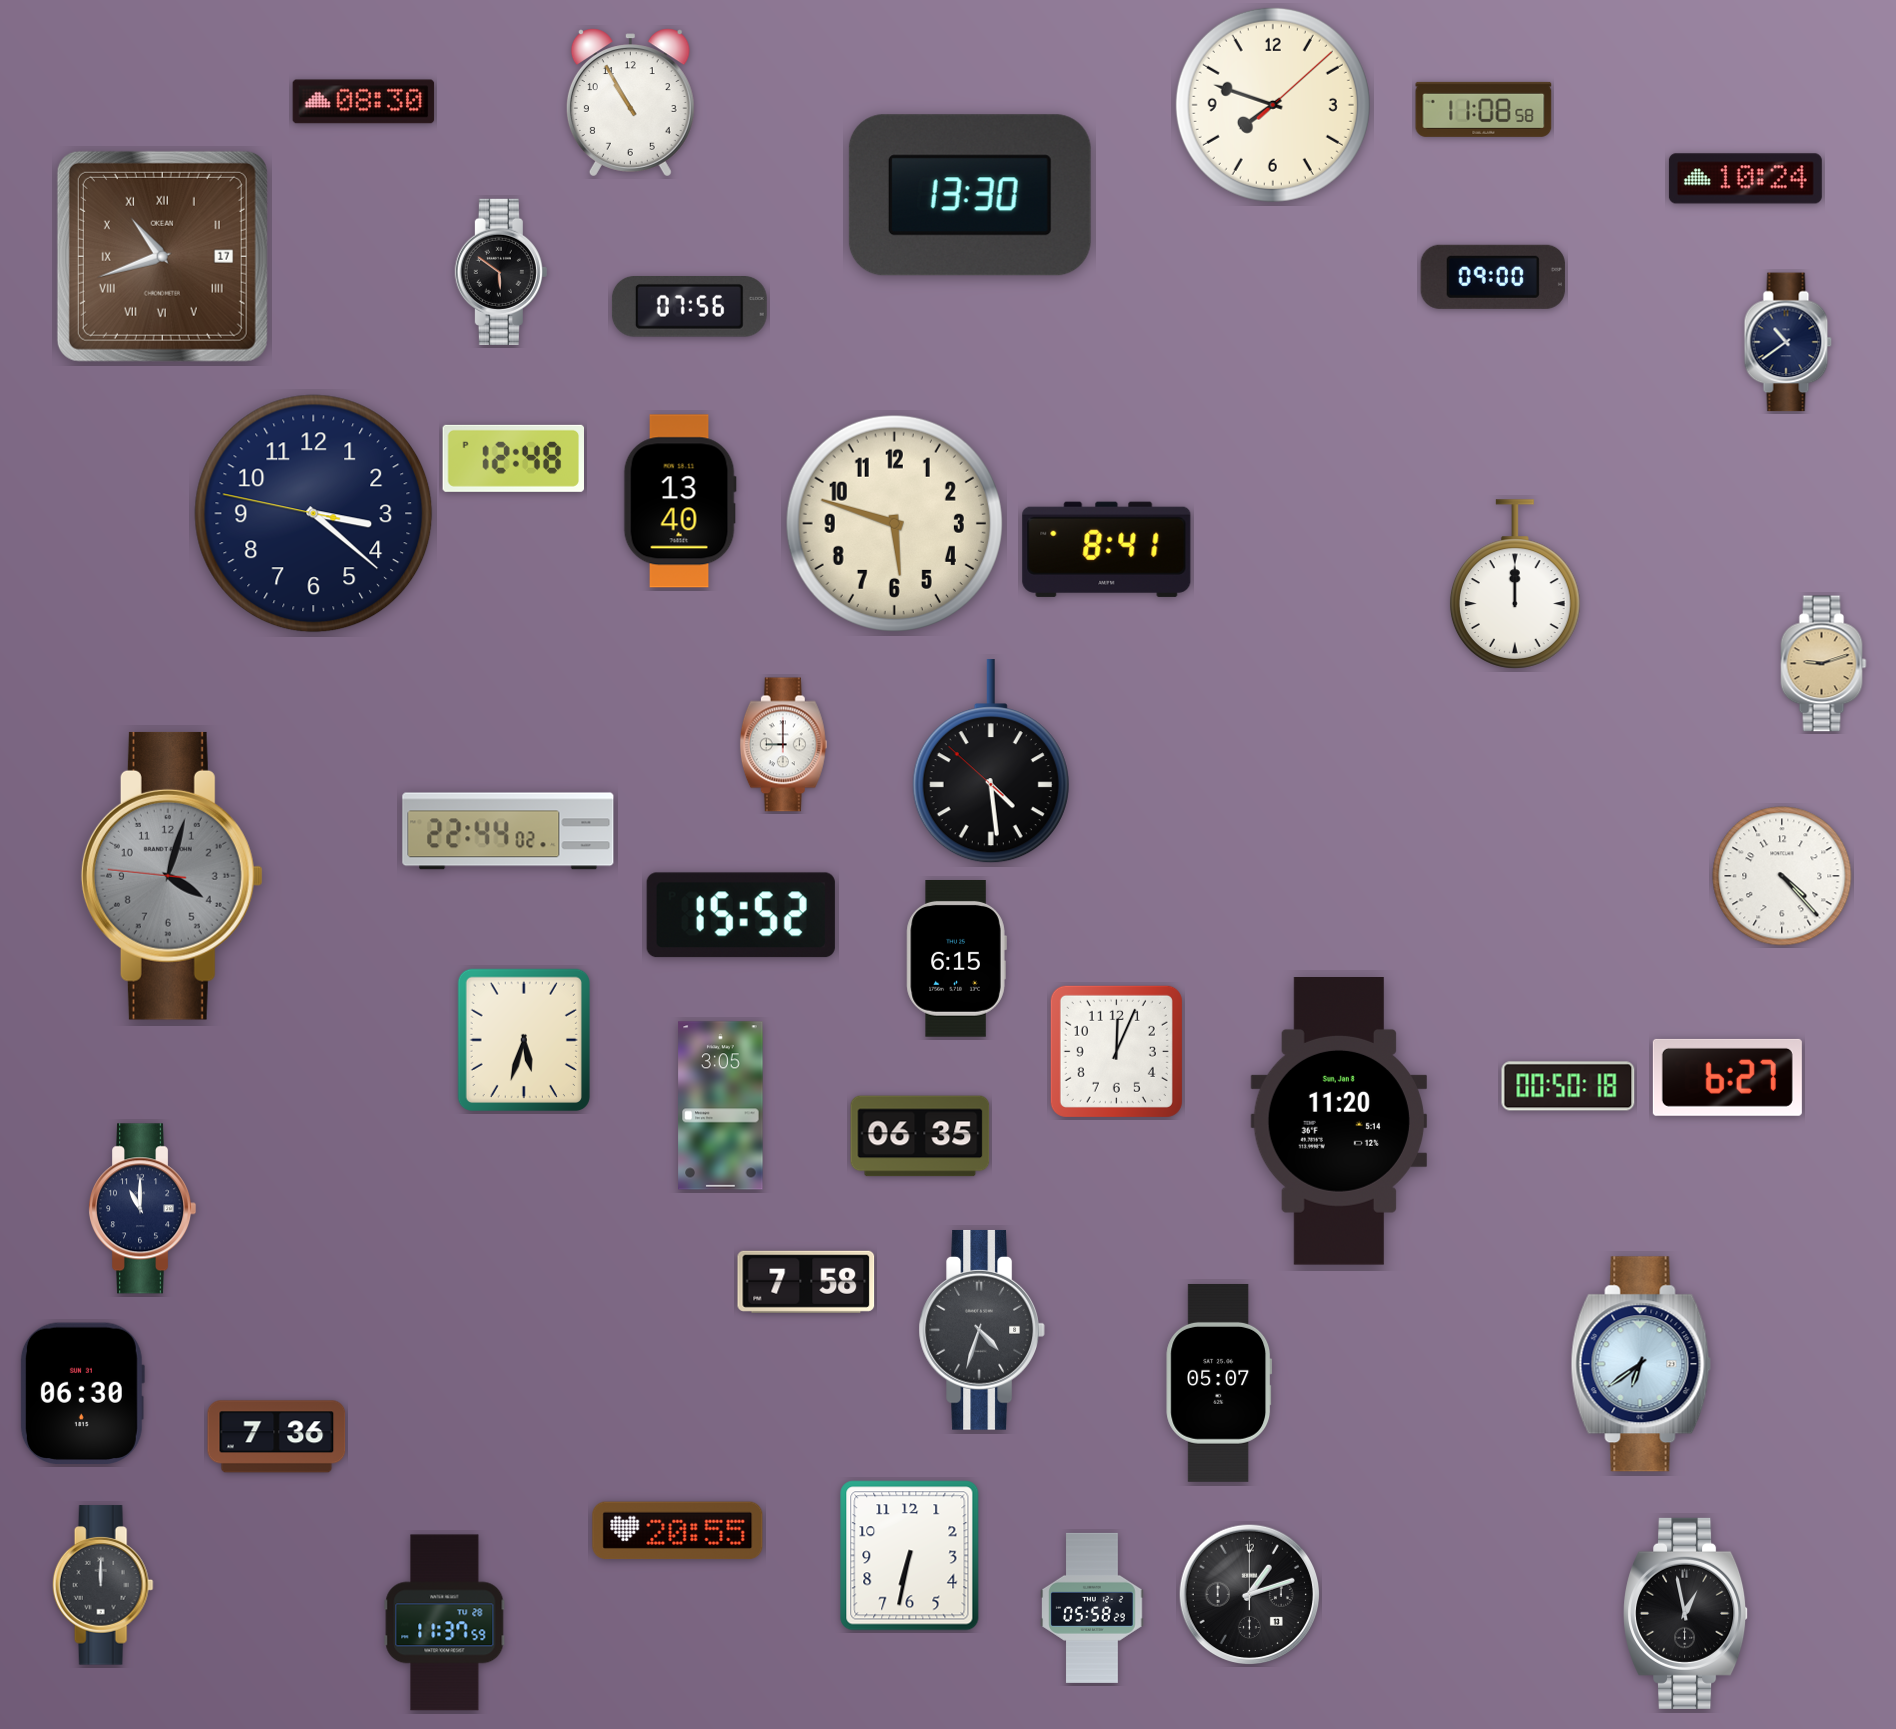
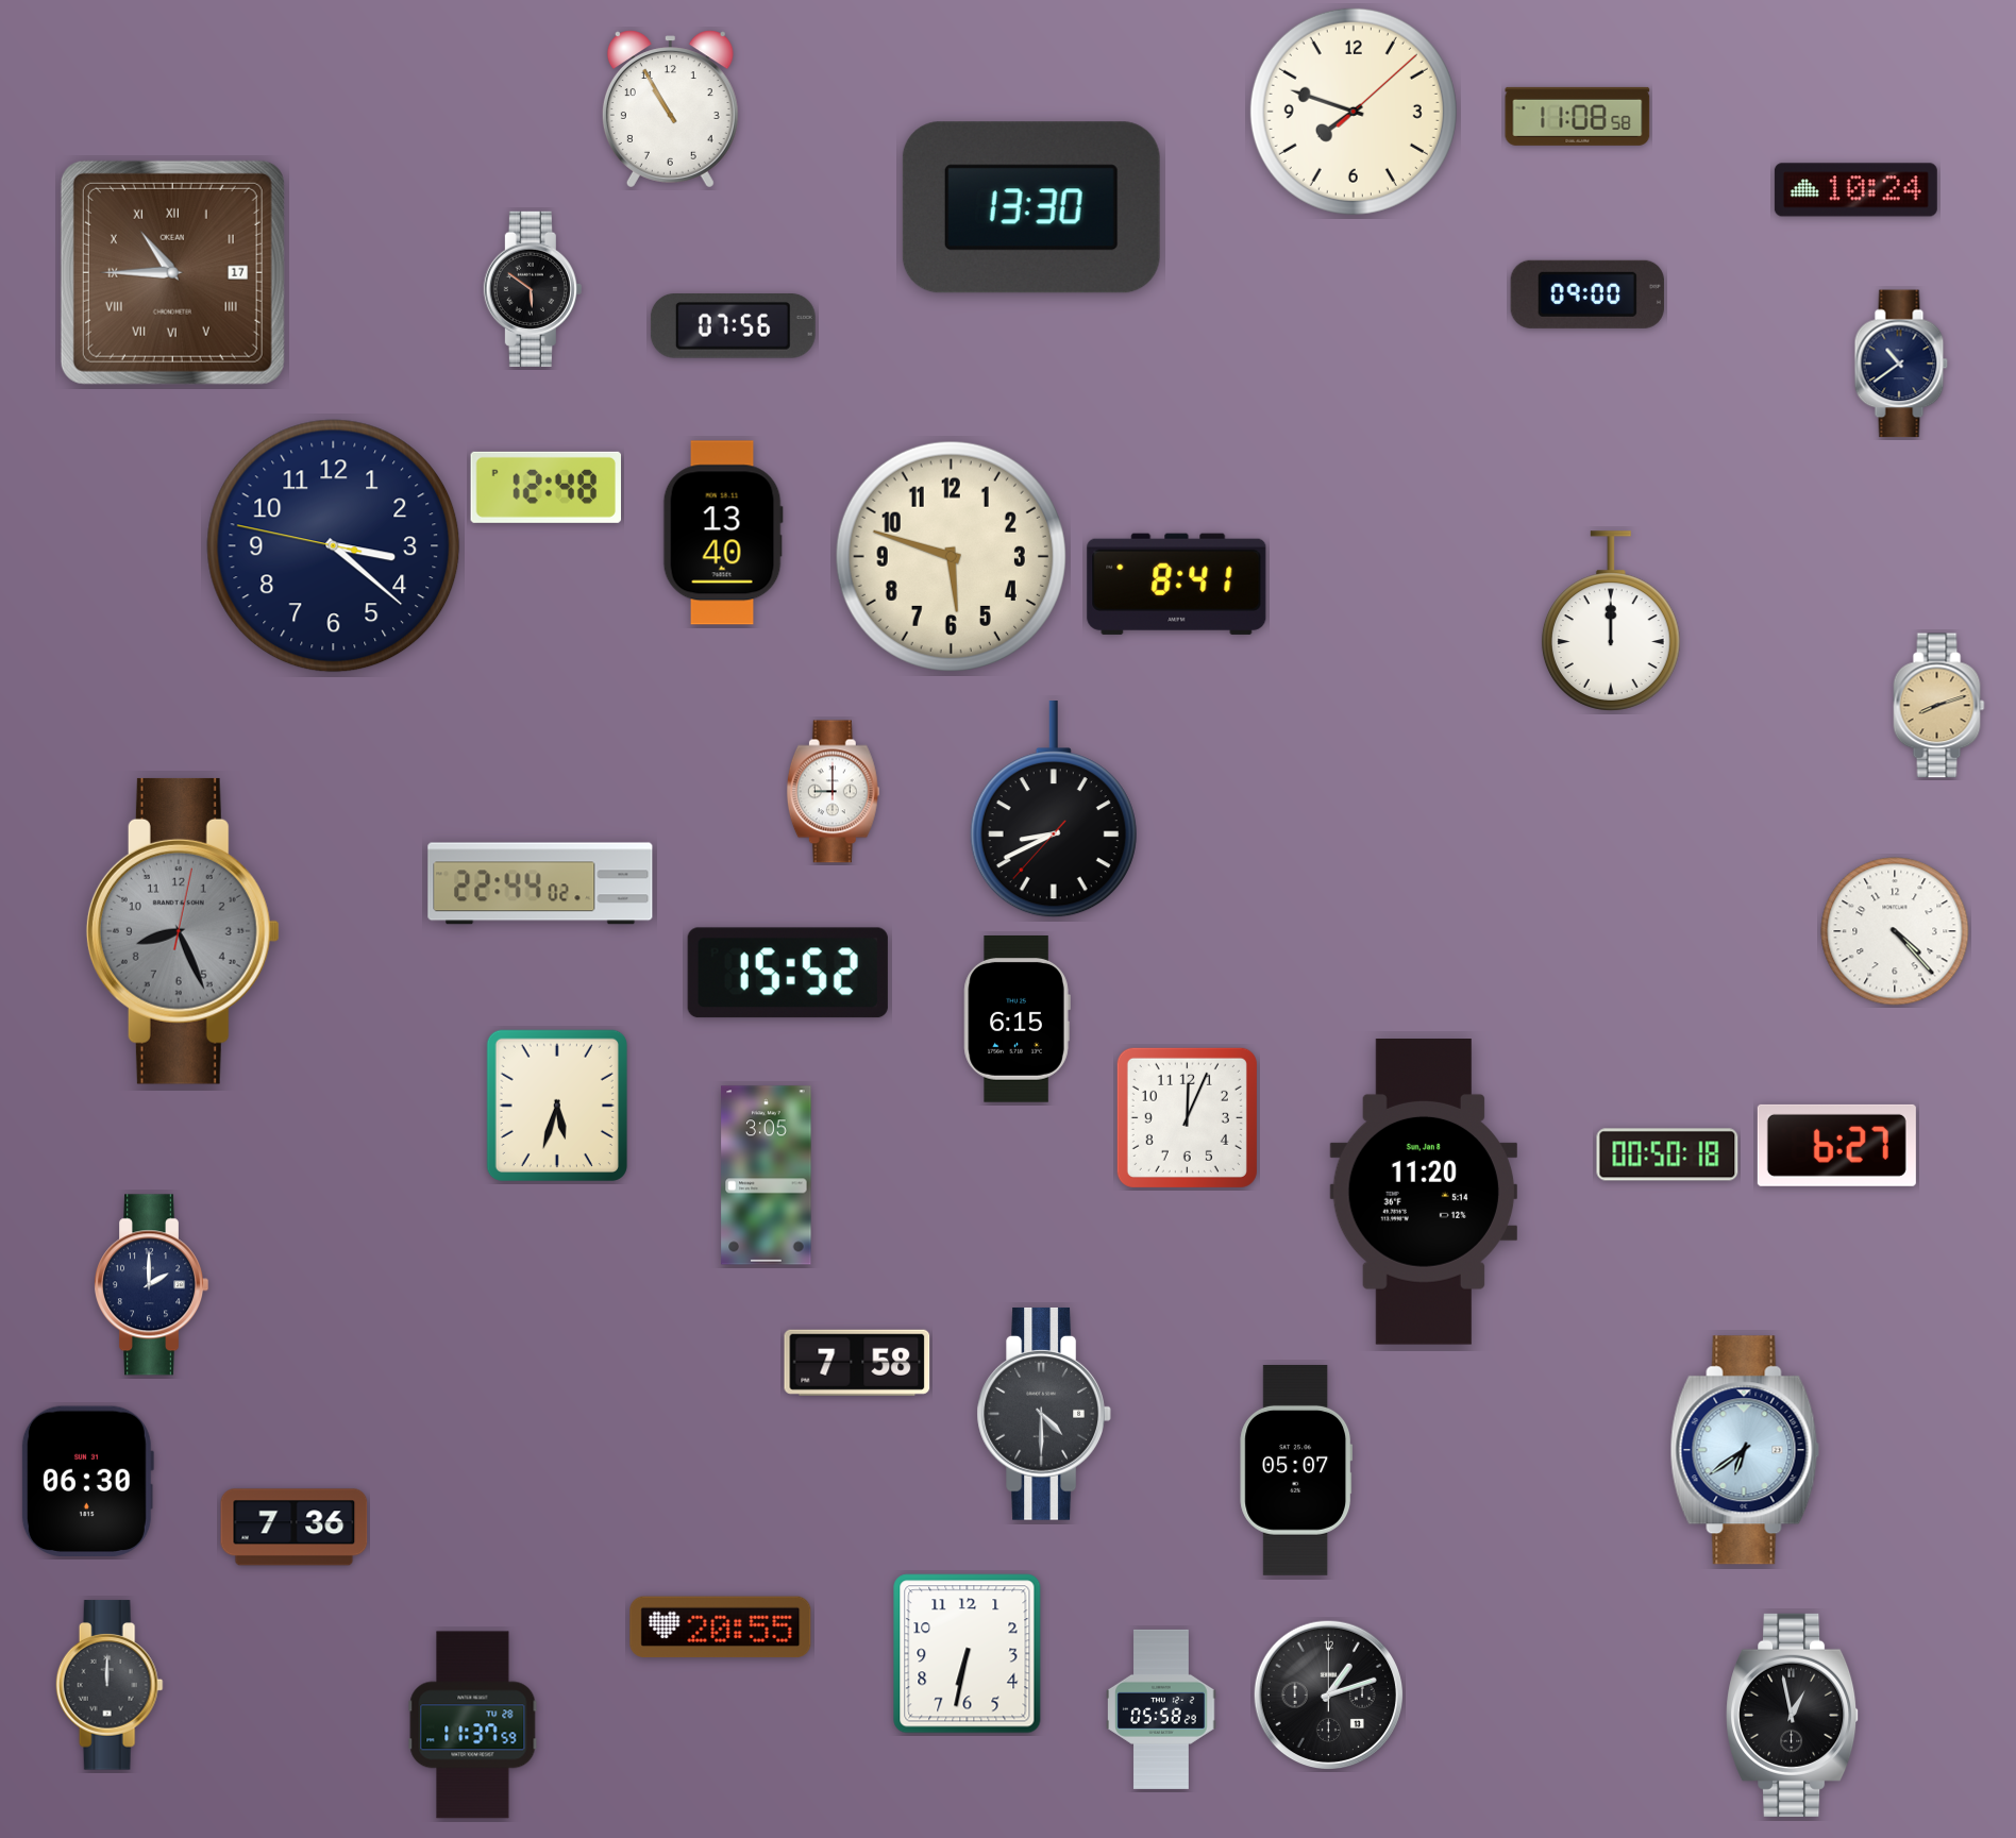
clock at (364, 102): 08:30 -> none
clock at (162, 256): 10:42 -> 10:45
clock at (1824, 664): 9:12 -> 8:12
clock at (991, 762): 4:28 -> 8:40
clock at (172, 876): 4:02 -> 8:26
clock at (920, 1136): 06:35 -> none
clock at (143, 1209): 11:00 -> 2:00
clock at (982, 1330): 4:33 -> 4:30
